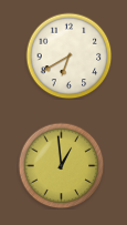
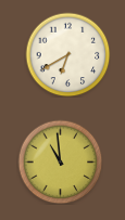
clock at (61, 165): 12:59 -> 10:59
